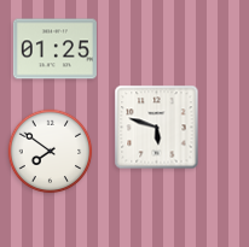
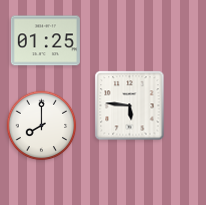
clock at (157, 128): 5:48 -> 5:46
clock at (51, 152): 7:51 -> 8:00
